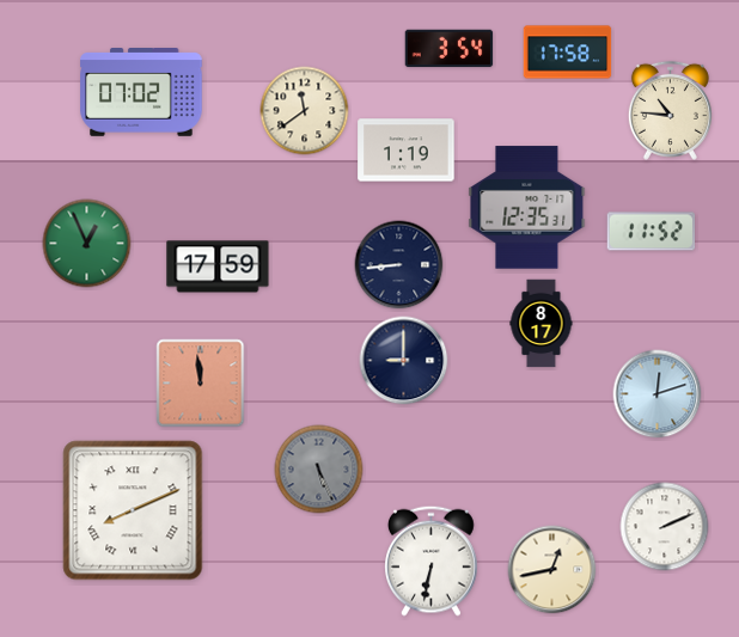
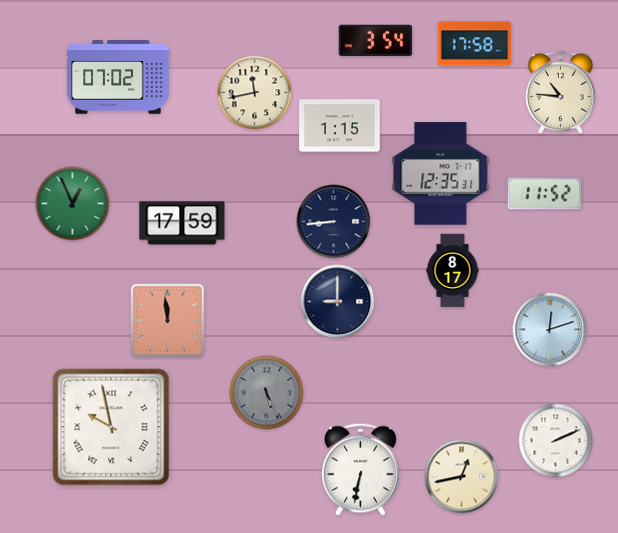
clock at (305, 111): 11:39 -> 11:43
clock at (407, 151): 1:19 -> 1:15
clock at (133, 510): 8:11 -> 9:58
